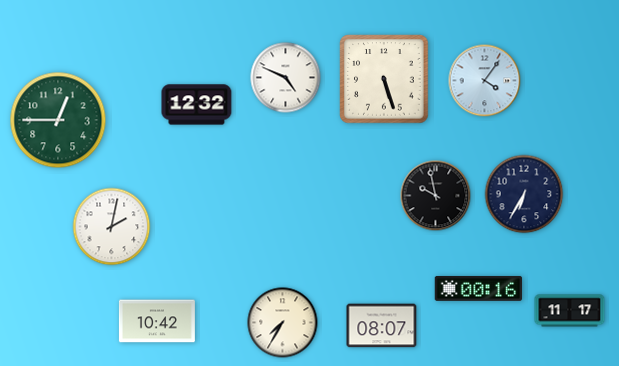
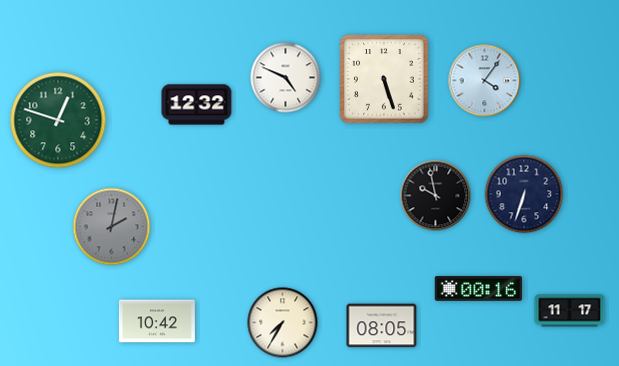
clock at (58, 120): 12:45 -> 12:48
clock at (524, 194): 6:35 -> 6:33
clock at (112, 227) dial: white -> grey
clock at (382, 326): 08:07 -> 08:05
